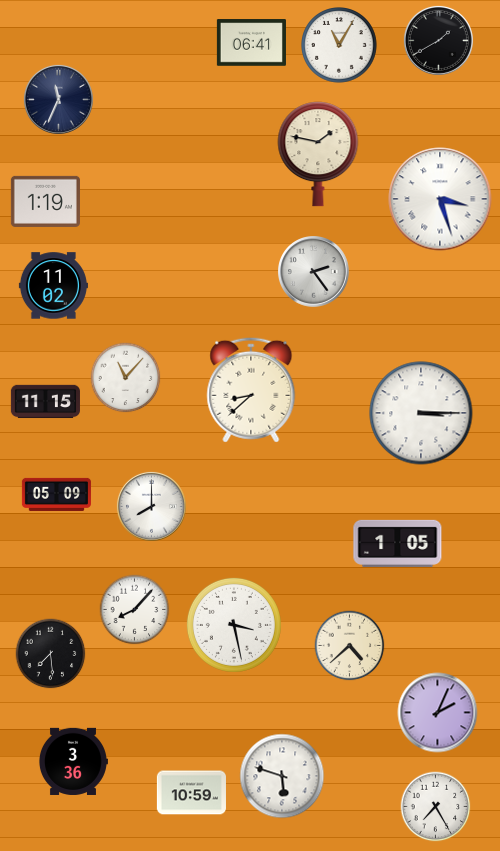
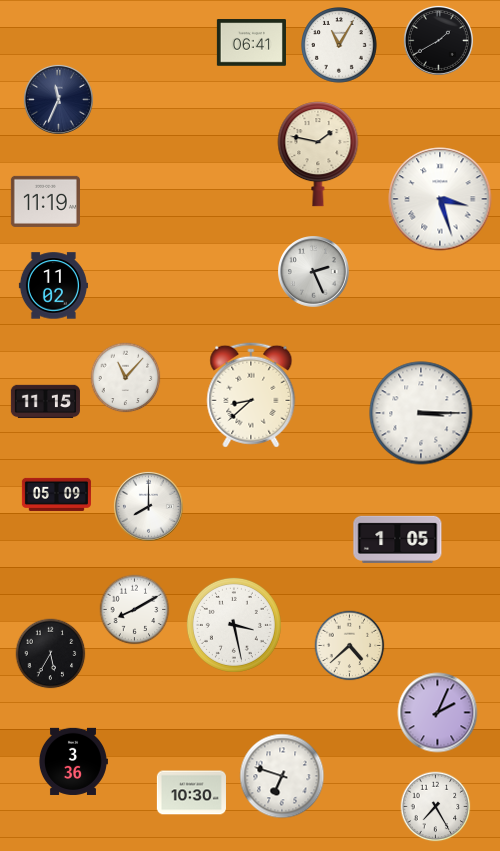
clock at (45, 201): 1:19 -> 11:19
clock at (314, 272): 2:24 -> 2:26
clock at (251, 390) position: (251, 390) -> (251, 395)
clock at (151, 506) position: (151, 506) -> (148, 506)
clock at (398, 543) position: (398, 543) -> (398, 539)
clock at (135, 610): 8:07 -> 8:10
clock at (51, 654): 7:29 -> 5:35
clock at (282, 776): 5:48 -> 6:48
clock at (191, 793): 10:59 -> 10:30
